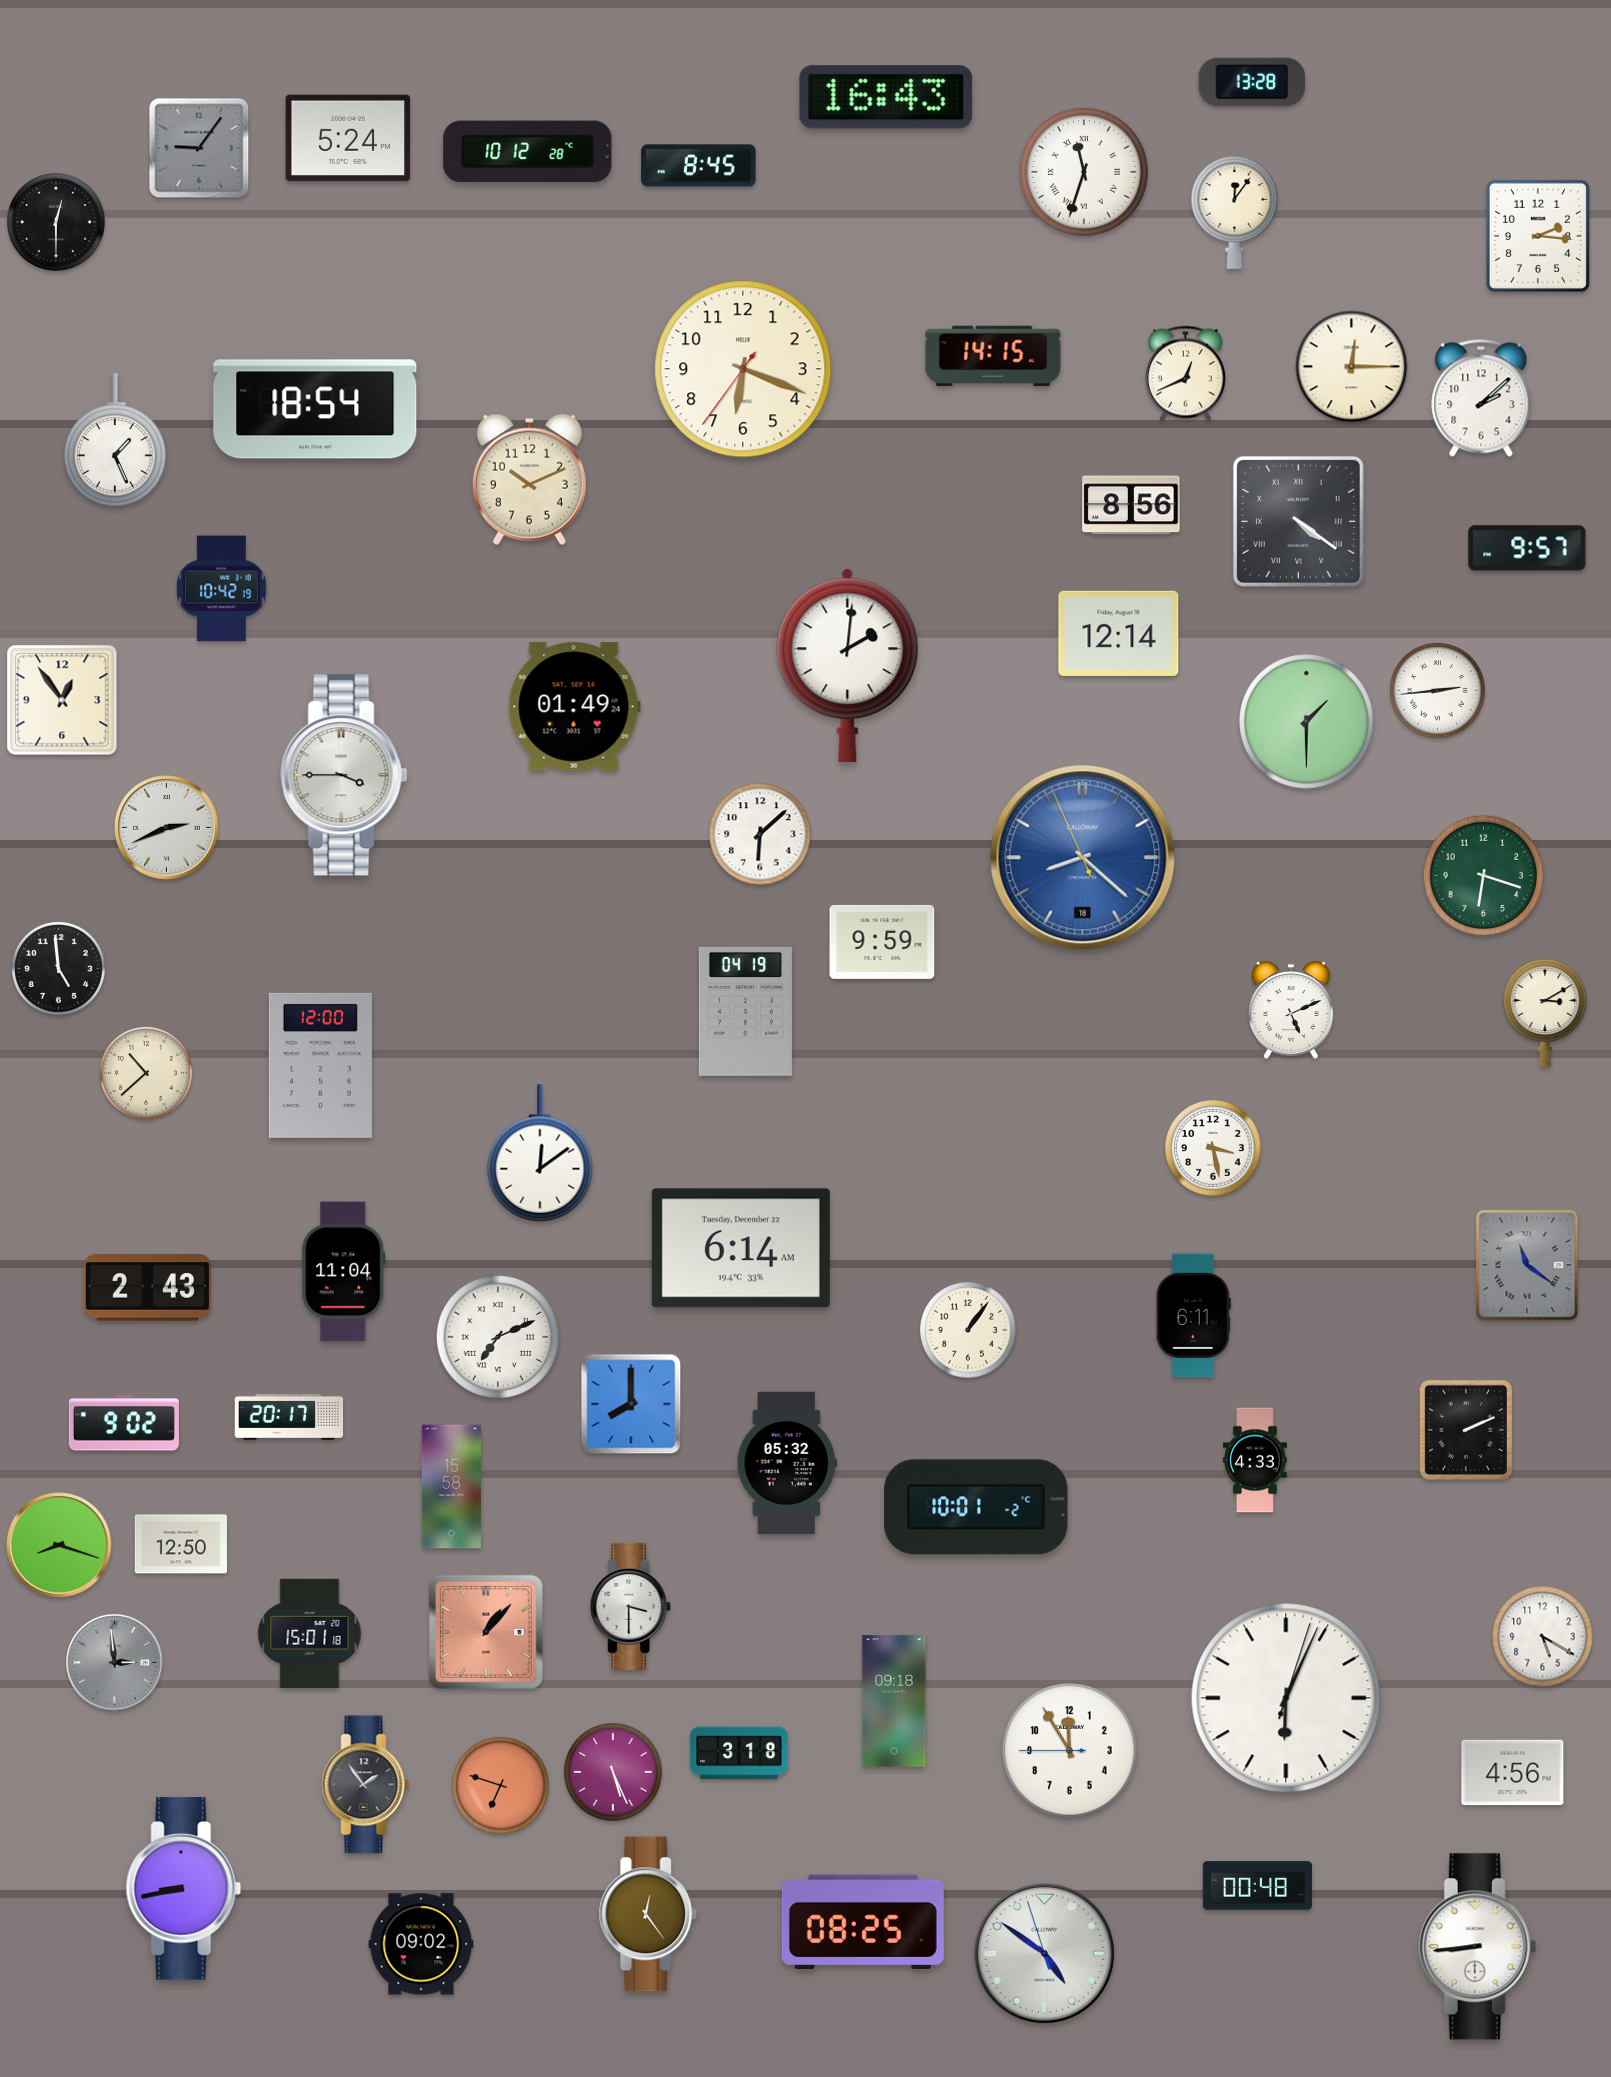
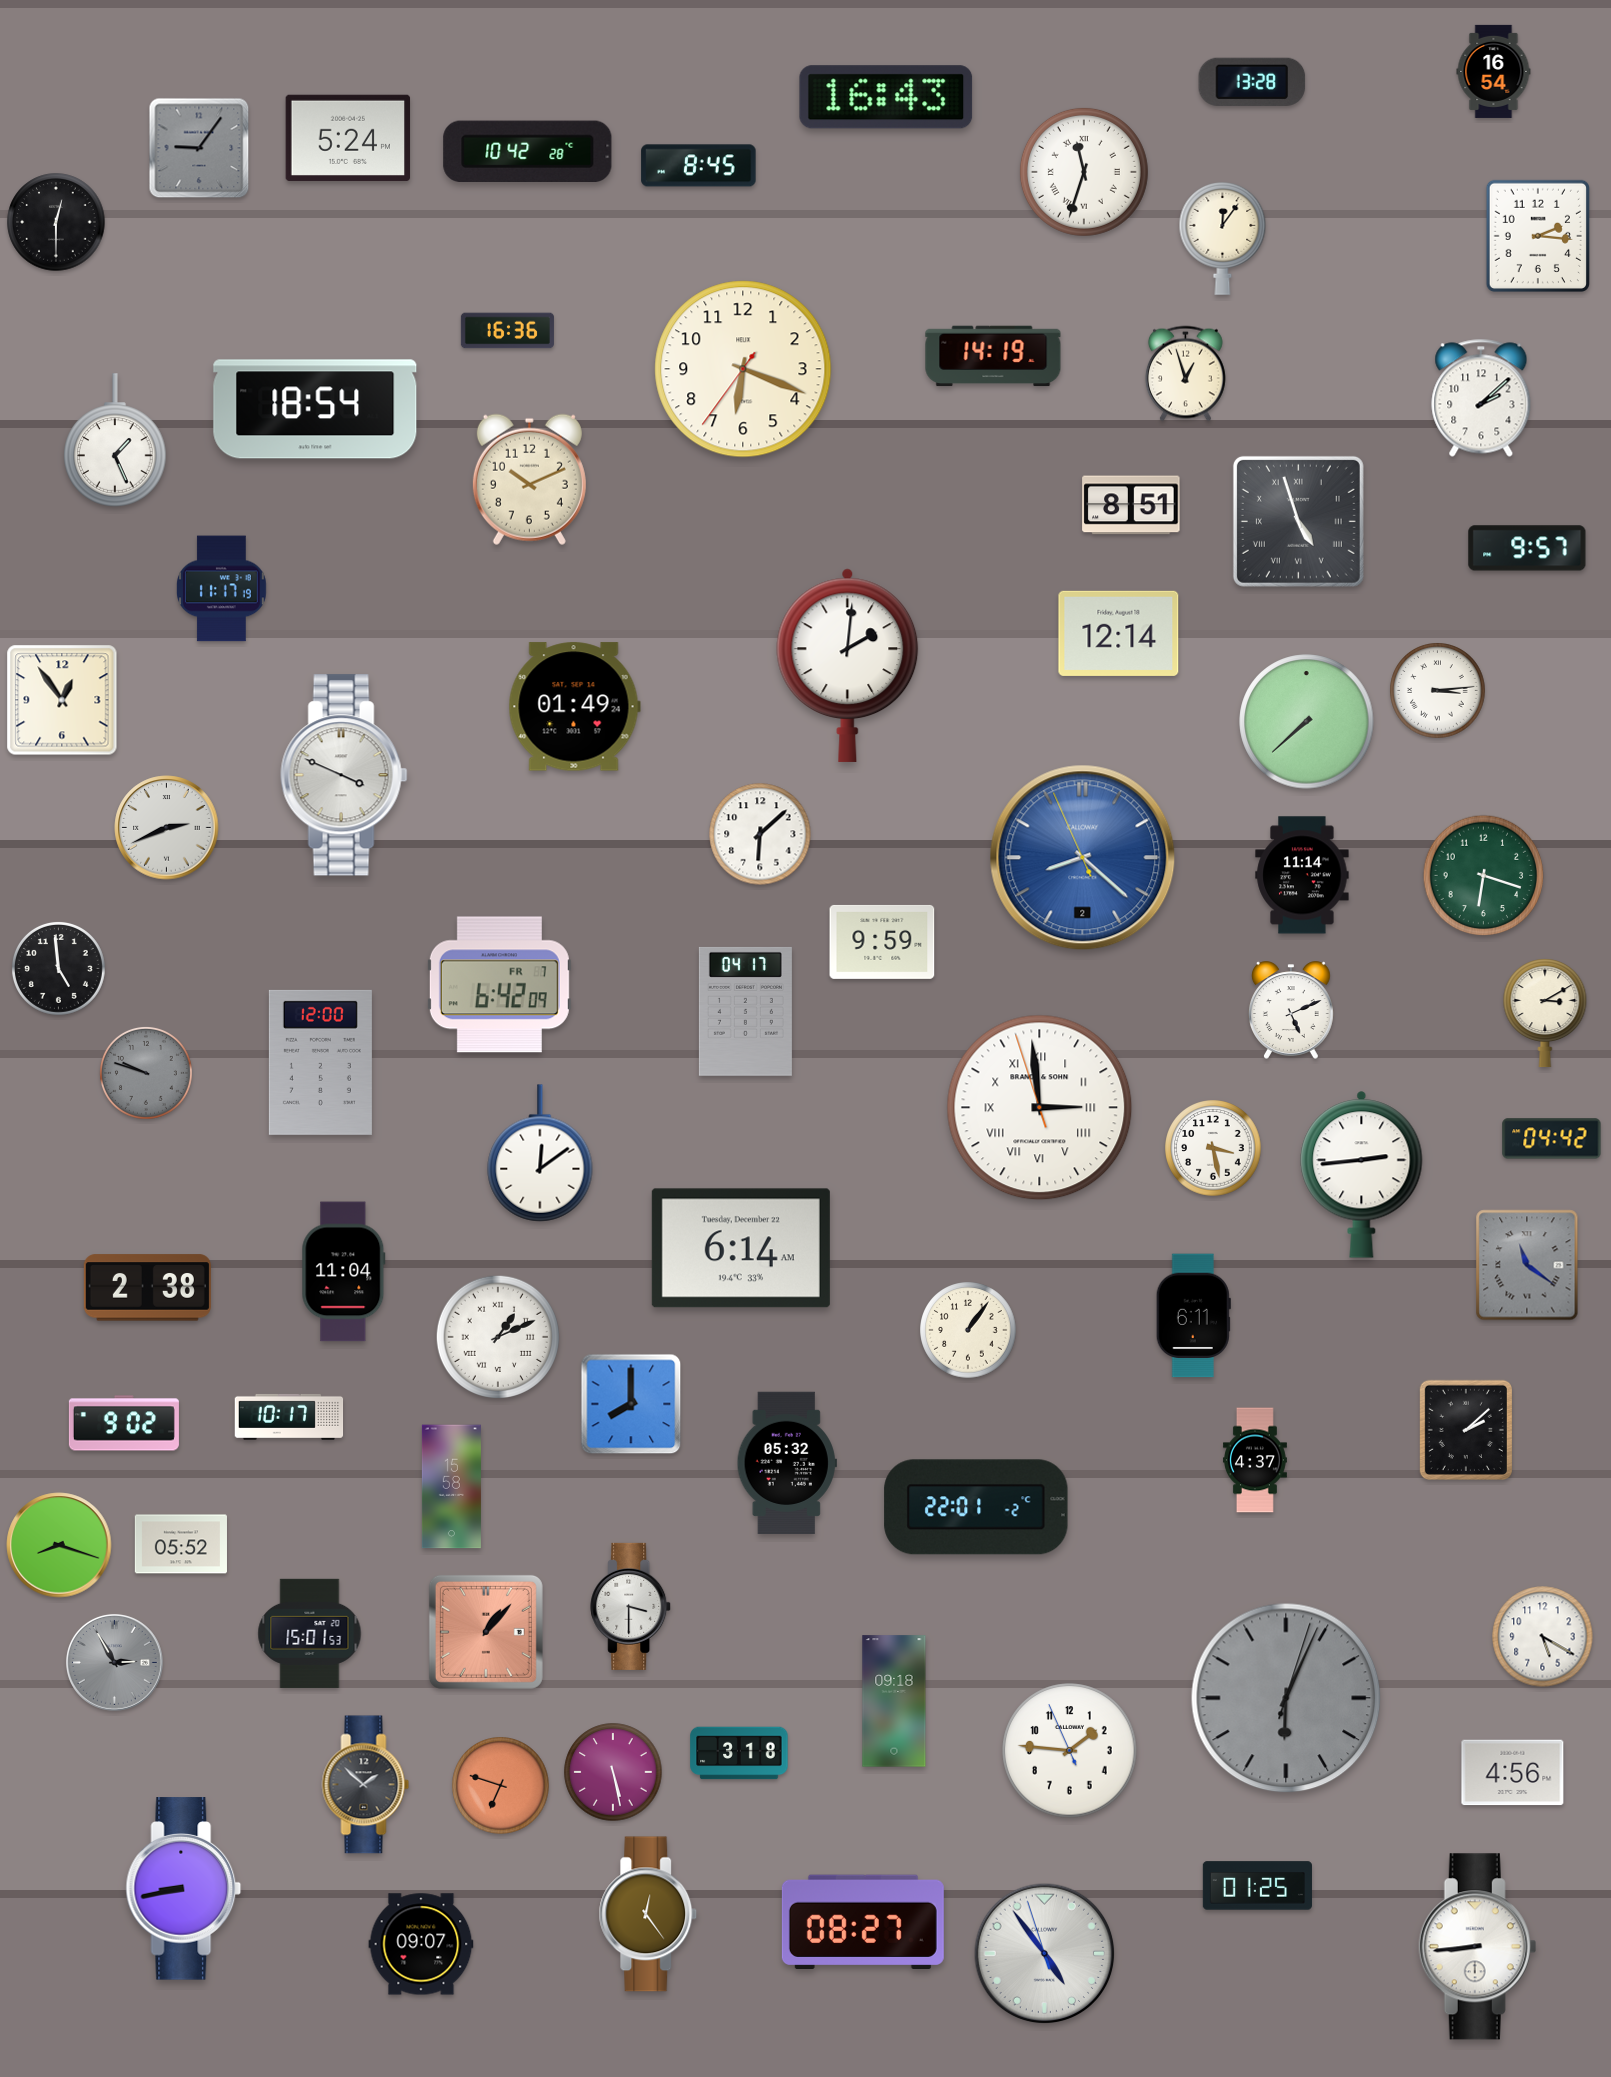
clock at (1494, 71): none -> 16:54
clock at (528, 152): 10:12 -> 10:42
clock at (1235, 213) position: (1235, 213) -> (1223, 239)
clock at (507, 331): none -> 16:36
clock at (993, 356): 14:15 -> 14:19
clock at (1352, 367): 12:15 -> none
clock at (1185, 374): 12:41 -> 12:57
clock at (1131, 505): 8:56 -> 8:51
clock at (1298, 521): 4:21 -> 4:57
clock at (221, 589): 10:42 -> 11:17
clock at (1438, 691): 2:44 -> 3:14
clock at (1307, 722): 1:30 -> 7:38
clock at (344, 775): 3:45 -> 3:49
clock at (1083, 858) date: 18 -> 2
clock at (1302, 875): none -> 11:14
clock at (499, 985): none -> 6:42
clock at (745, 1011): 04:19 -> 04:17
clock at (320, 1065) position: (320, 1065) -> (320, 1062)
clock at (146, 1073): 10:38 -> 9:48
clock at (146, 1073) dial: cream -> grey
clock at (1040, 1108): none -> 2:58
clock at (1552, 1139): none -> 04:42
clock at (1362, 1174): none -> 2:44
clock at (147, 1288): 2:43 -> 2:38
clock at (498, 1337): 7:11 -> 1:11
clock at (289, 1417): 20:17 -> 10:17
clock at (1466, 1430): 2:11 -> 2:08
clock at (1255, 1460): 4:33 -> 4:37
clock at (976, 1507): 10:01 -> 22:01
clock at (181, 1544): 12:50 -> 05:52
clock at (310, 1633): 15:01:18 -> 15:01:53
clock at (115, 1663): 2:59 -> 2:55
clock at (1286, 1698) dial: white -> grey
clock at (1070, 1751): 11:54 -> 1:45
clock at (613, 1772): 5:26 -> 5:28
clock at (366, 1785): 1:54 -> 1:52
clock at (1257, 1886): 00:48 -> 01:25
clock at (863, 1921): 08:25 -> 08:27
clock at (421, 1944): 09:02 -> 09:07
clock at (1045, 1954): 4:50 -> 4:53
